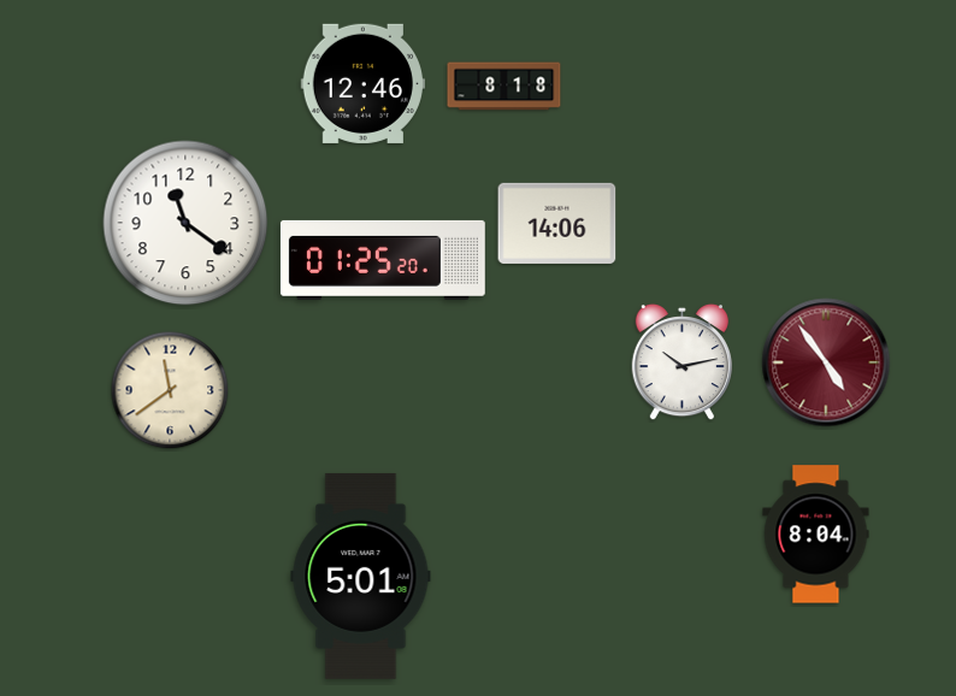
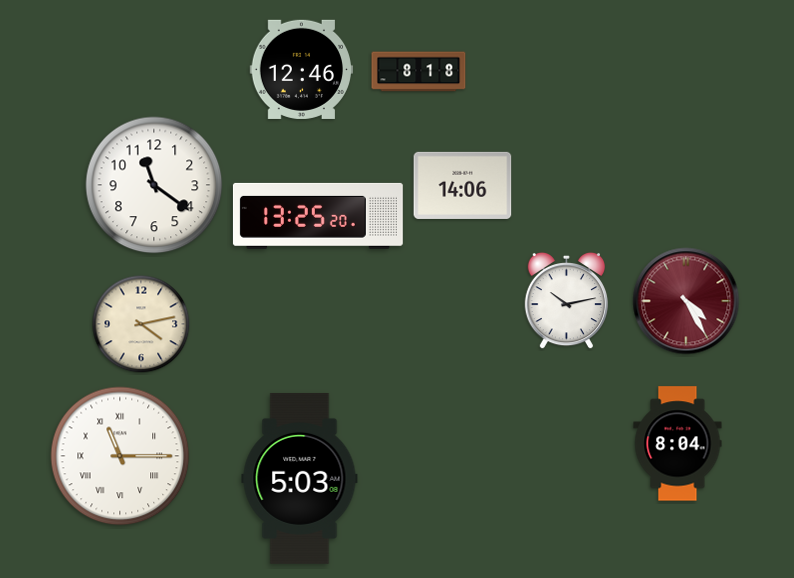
clock at (383, 260): 01:25 -> 13:25
clock at (826, 362): 4:54 -> 4:25
clock at (170, 390): 11:39 -> 4:13
clock at (120, 456): none -> 11:15
clock at (361, 576): 5:01 -> 5:03
